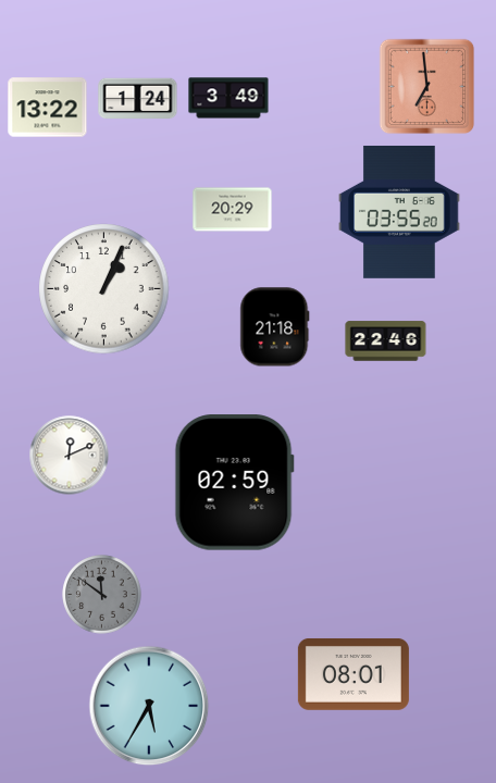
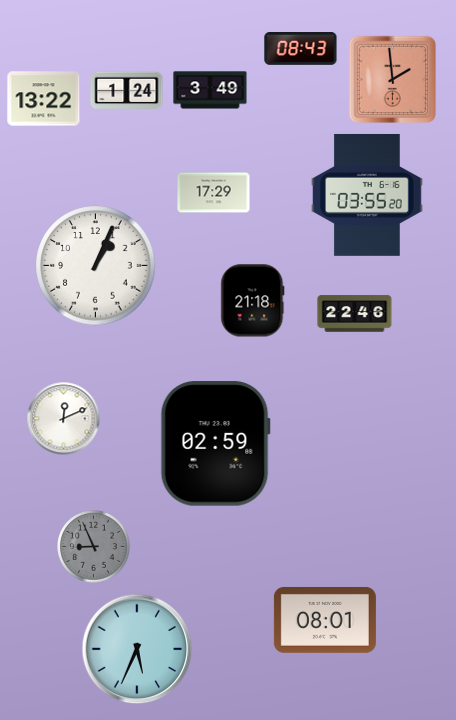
clock at (301, 49): none -> 08:43
clock at (427, 87): 6:59 -> 1:59
clock at (233, 210): 20:29 -> 17:29
clock at (102, 595): 11:51 -> 8:56
clock at (149, 706): 5:35 -> 5:34
